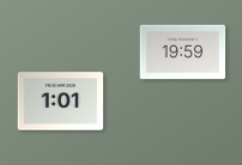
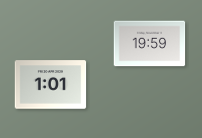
clock at (183, 53) position: (183, 53) -> (150, 44)
